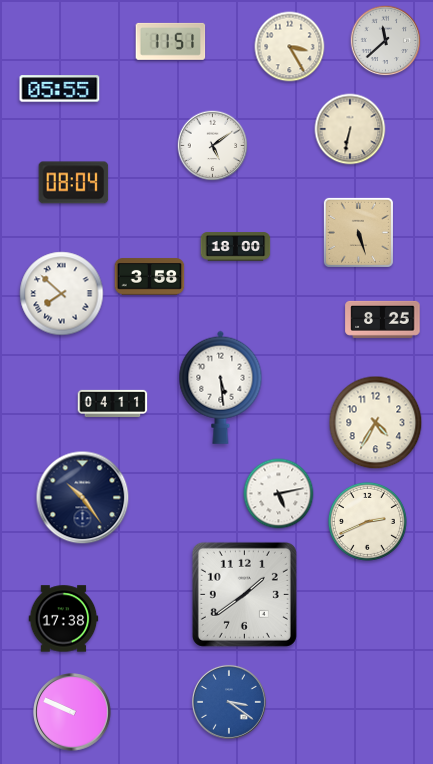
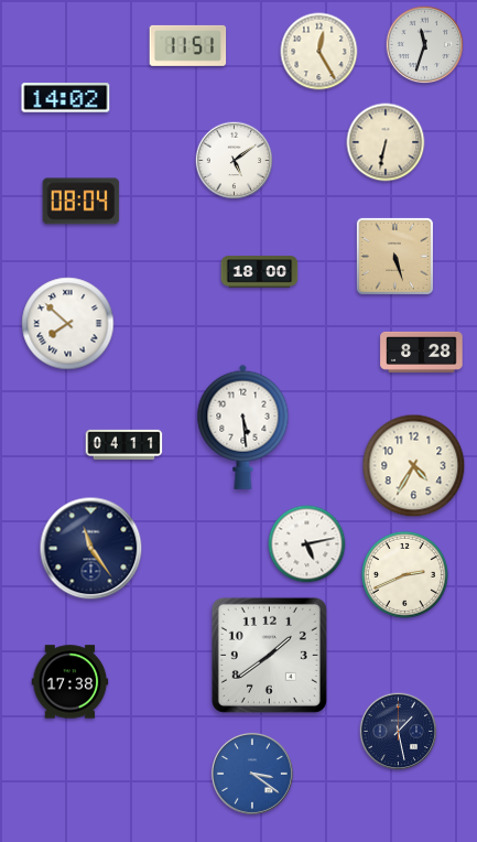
clock at (386, 41): 11:38 -> 11:33
clock at (290, 47): 3:25 -> 12:25
clock at (60, 89): 05:55 -> 14:02
clock at (150, 277): 3:58 -> none
clock at (383, 319): 8:25 -> 8:28
clock at (83, 498): 10:24 -> 11:24
clock at (399, 732): none -> 1:28
clock at (72, 712): 9:49 -> none
